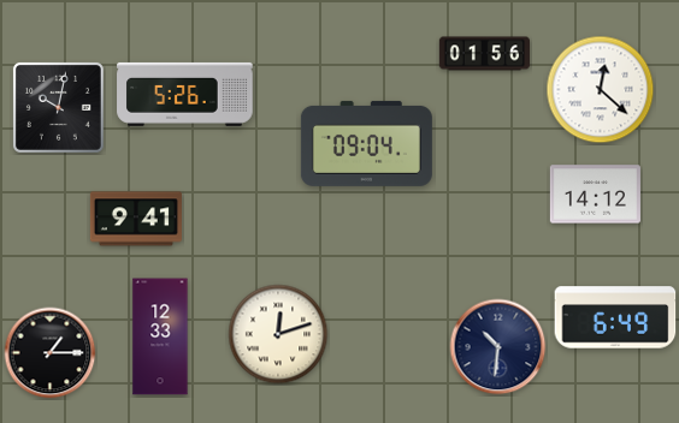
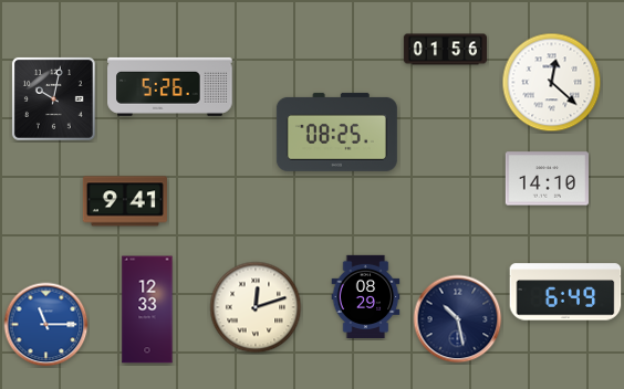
clock at (366, 143): 09:04 -> 08:25
clock at (595, 195): 14:12 -> 14:10
clock at (366, 296): none -> 08:29
clock at (498, 347): 10:31 -> 10:28
clock at (51, 353): 1:15 -> 11:15
clock at (51, 353) dial: black -> blue
